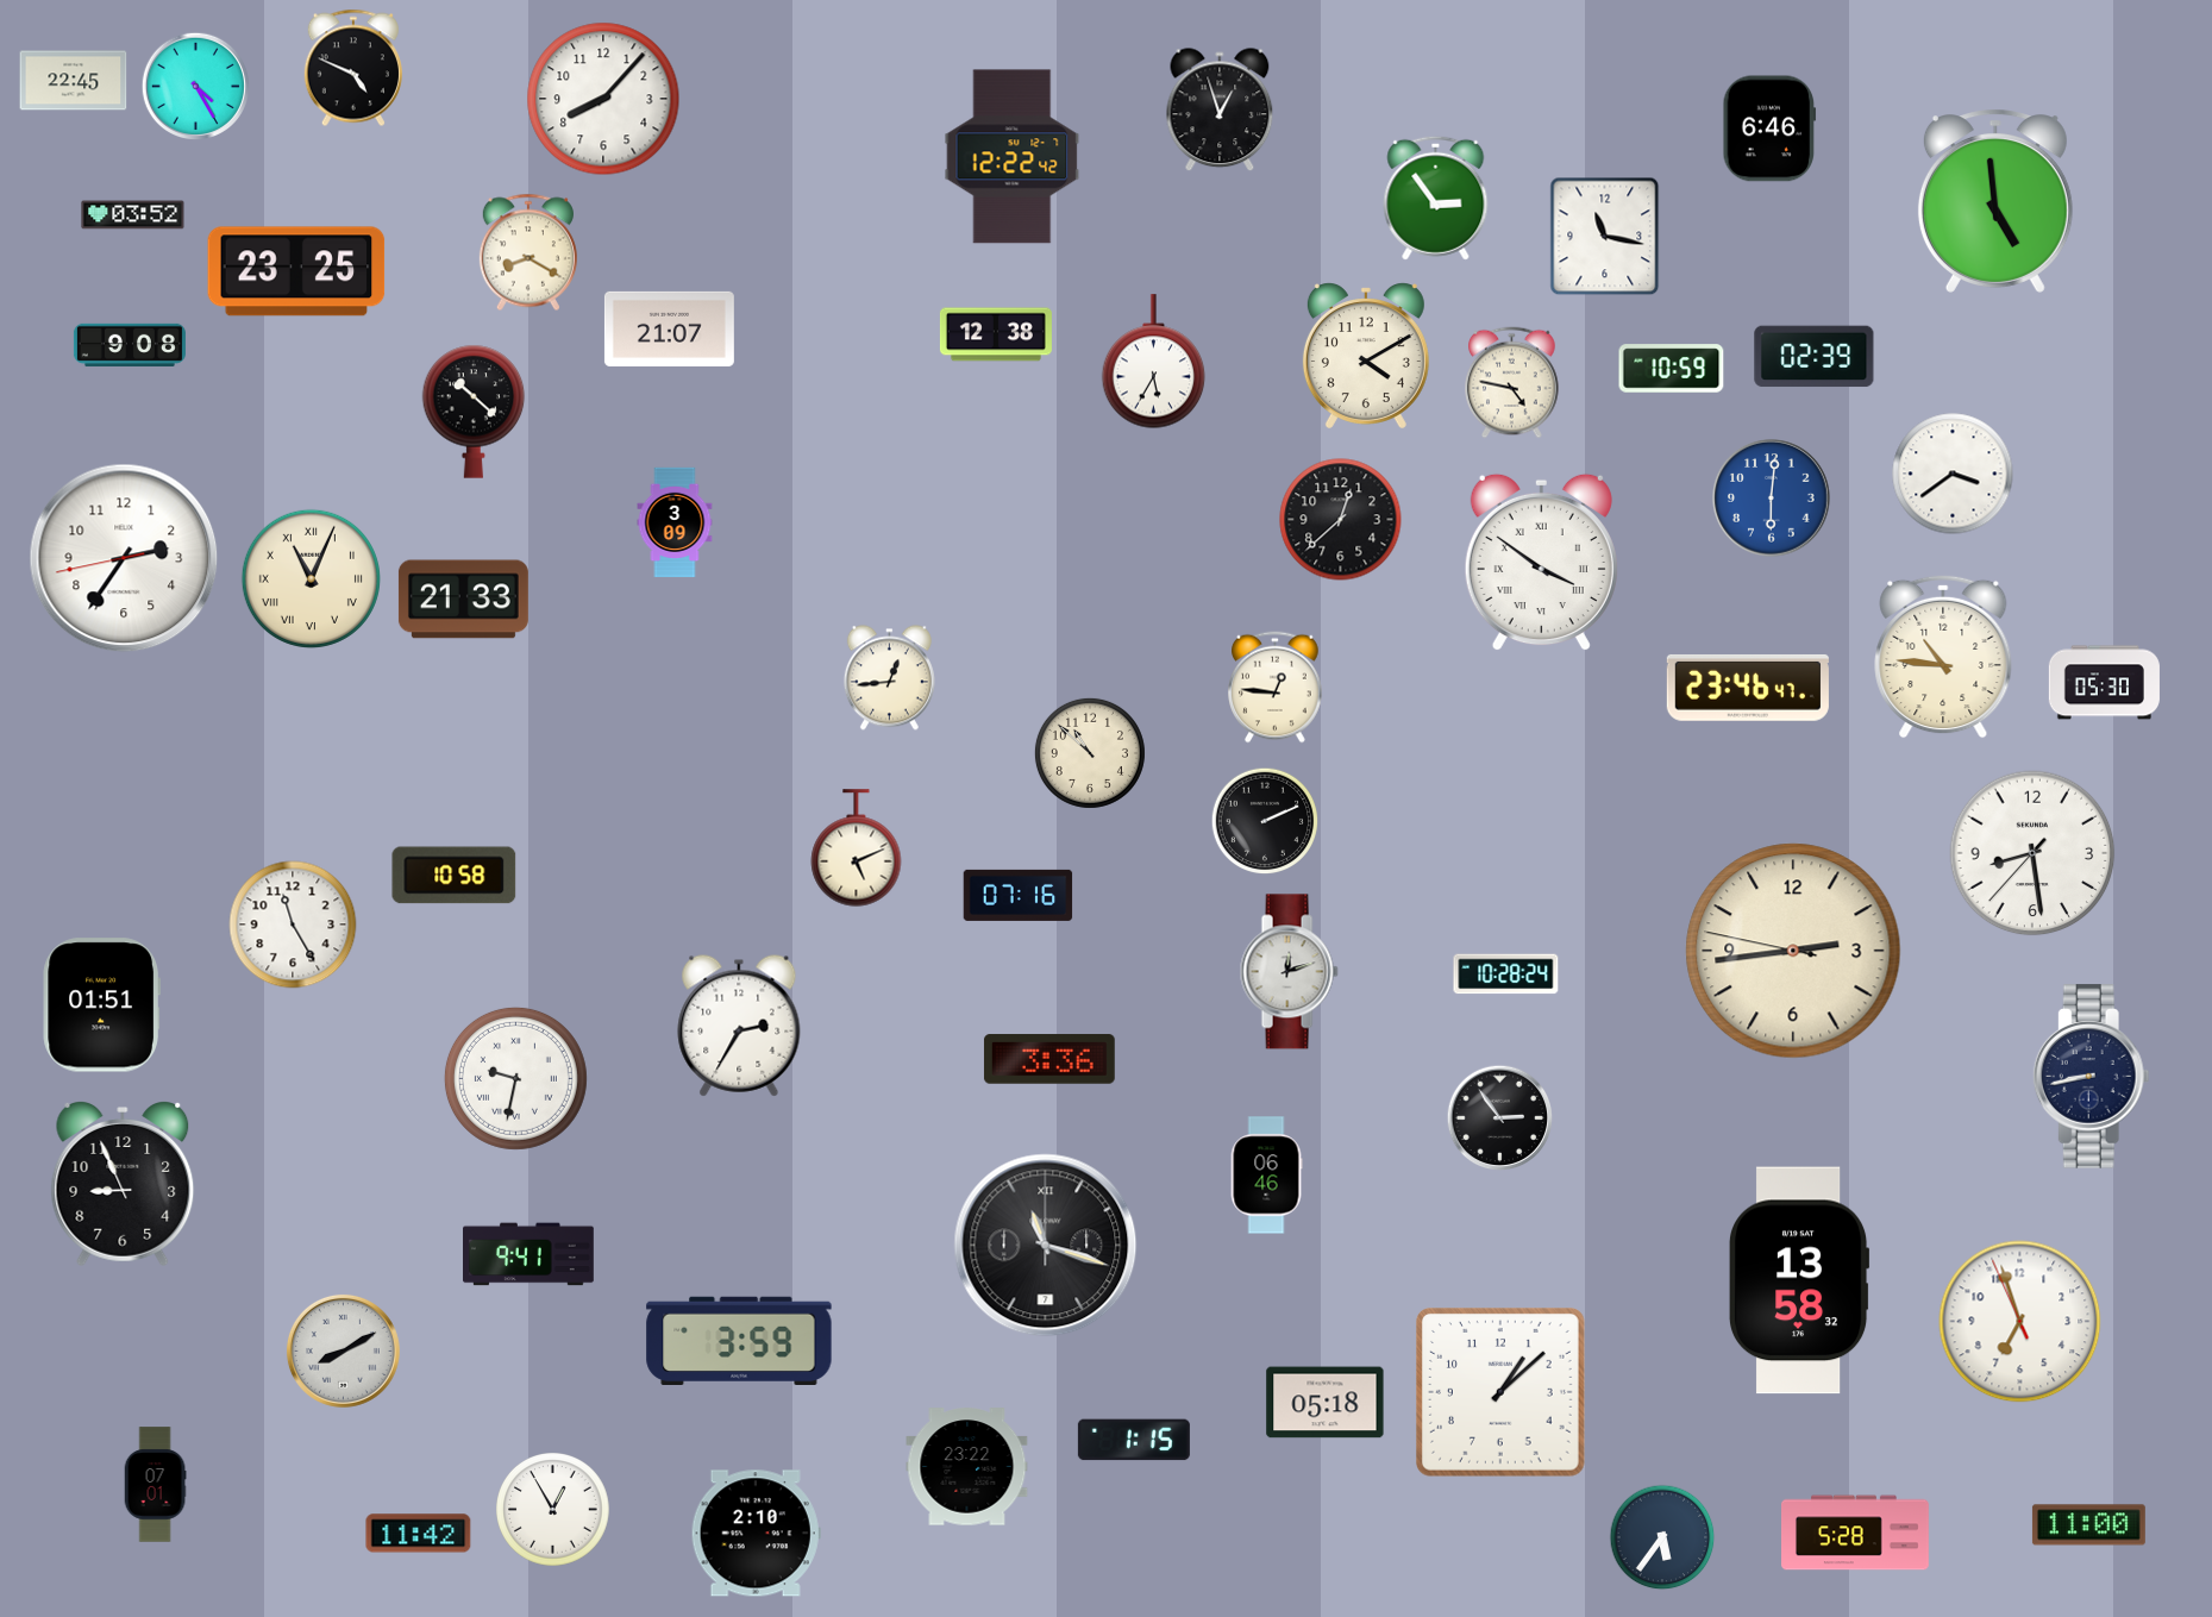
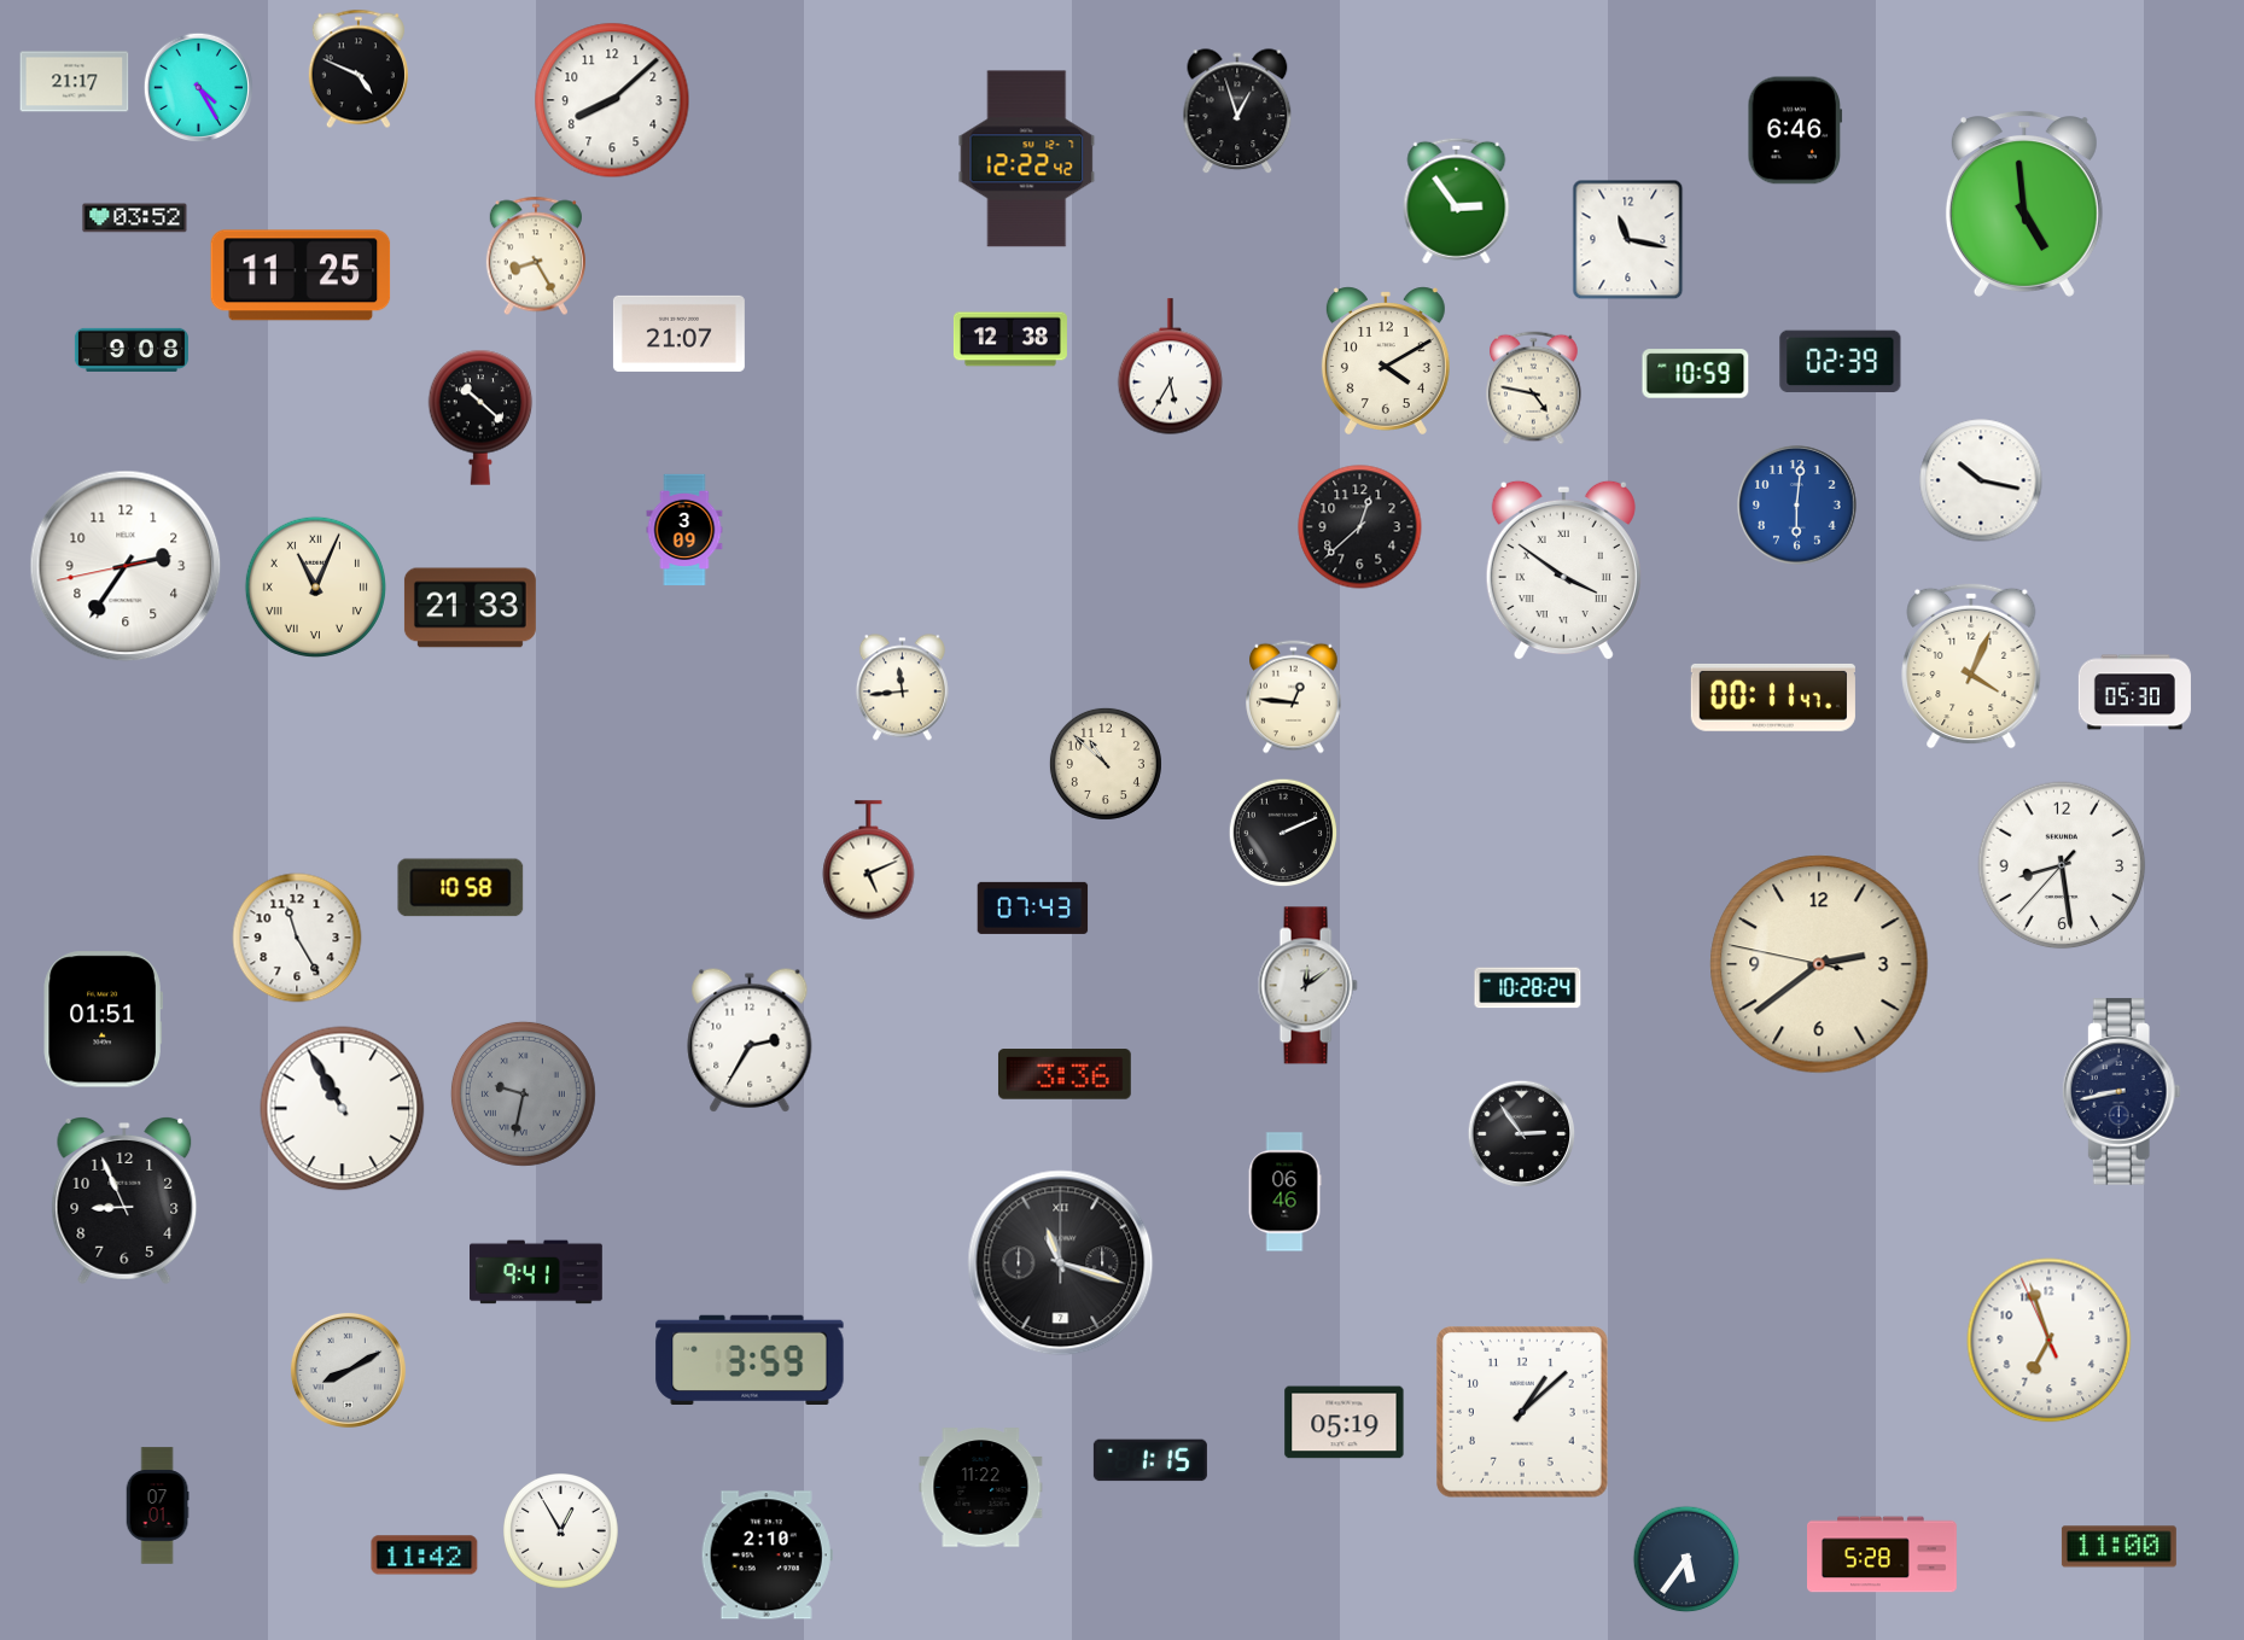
clock at (74, 81): 22:45 -> 21:17
clock at (603, 99): 8:07 -> 8:08
clock at (528, 252): 8:20 -> 8:25
clock at (296, 271): 23:25 -> 11:25
clock at (1953, 474): 3:39 -> 10:17
clock at (1943, 657): 10:46 -> 4:04
clock at (889, 678): 12:44 -> 11:44
clock at (1748, 688): 23:46 -> 00:11
clock at (1019, 895): 07:16 -> 07:43
clock at (1793, 951): 2:43 -> 2:38
clock at (1289, 972): 12:12 -> 12:09
clock at (515, 1078) dial: white -> grey
clock at (343, 1109): none -> 10:55
clock at (1800, 1280): 13:58 -> none
clock at (1326, 1403): 05:18 -> 05:19
clock at (967, 1467): 23:22 -> 11:22
